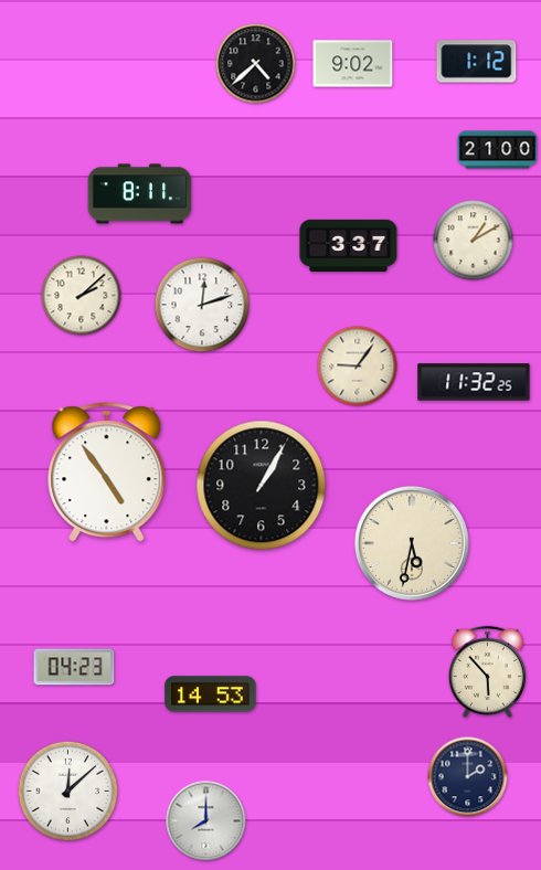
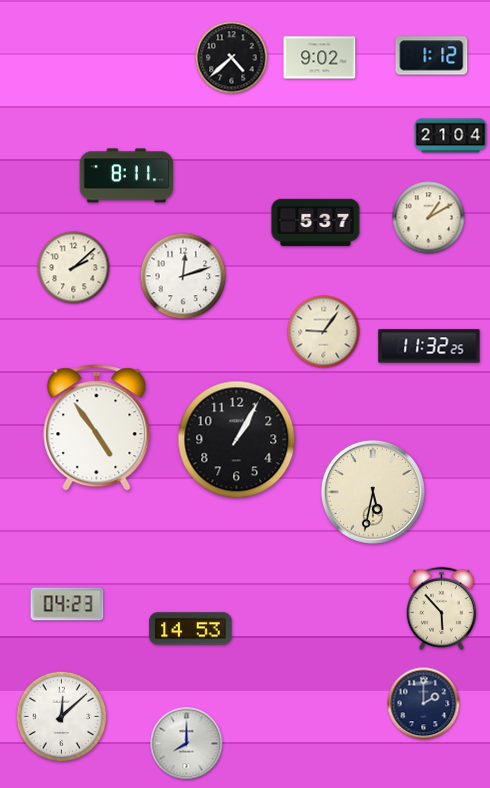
clock at (498, 150): 21:00 -> 21:04
clock at (349, 245): 3:37 -> 5:37
